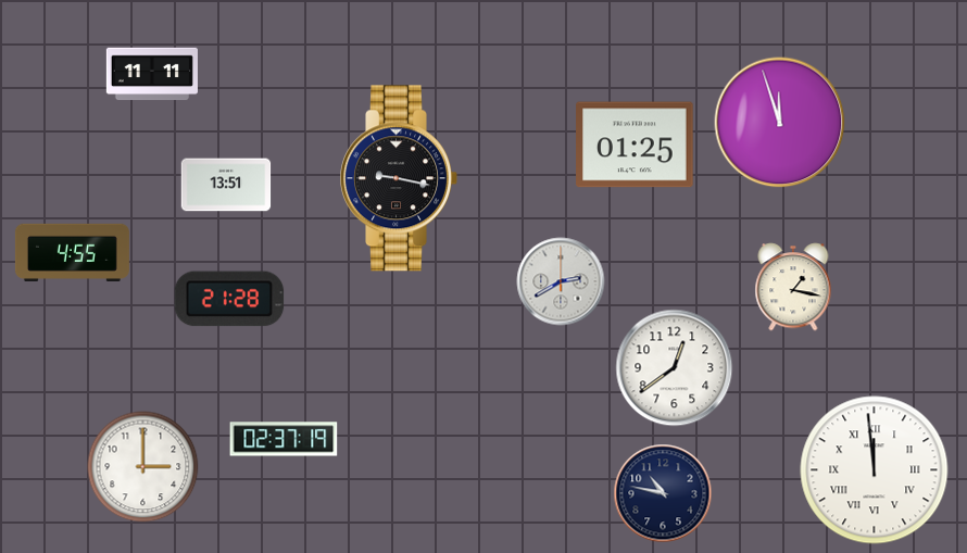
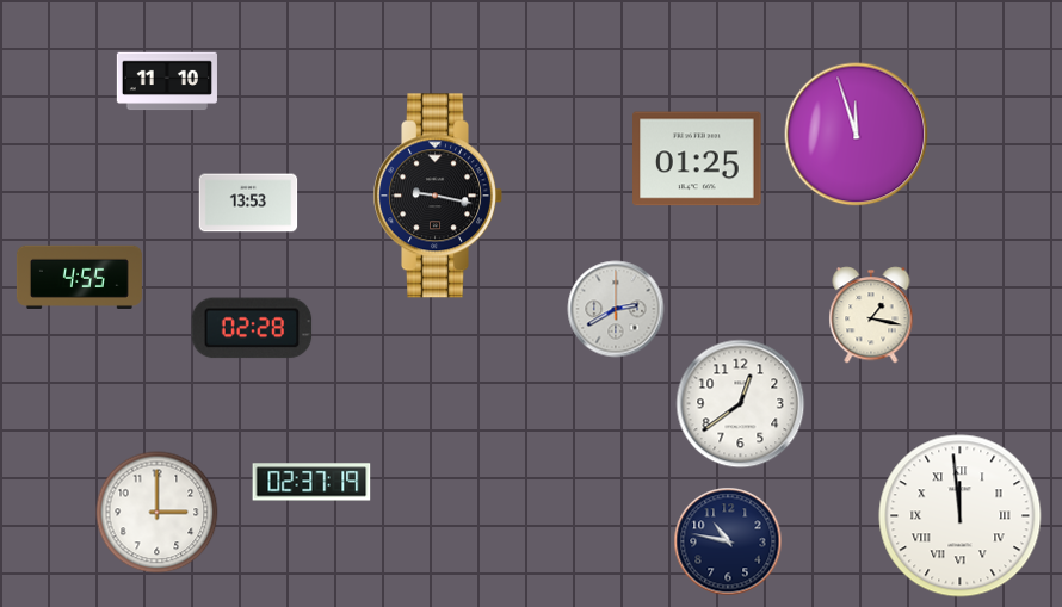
clock at (152, 74): 11:11 -> 11:10
clock at (226, 185): 13:51 -> 13:53
clock at (229, 299): 21:28 -> 02:28
